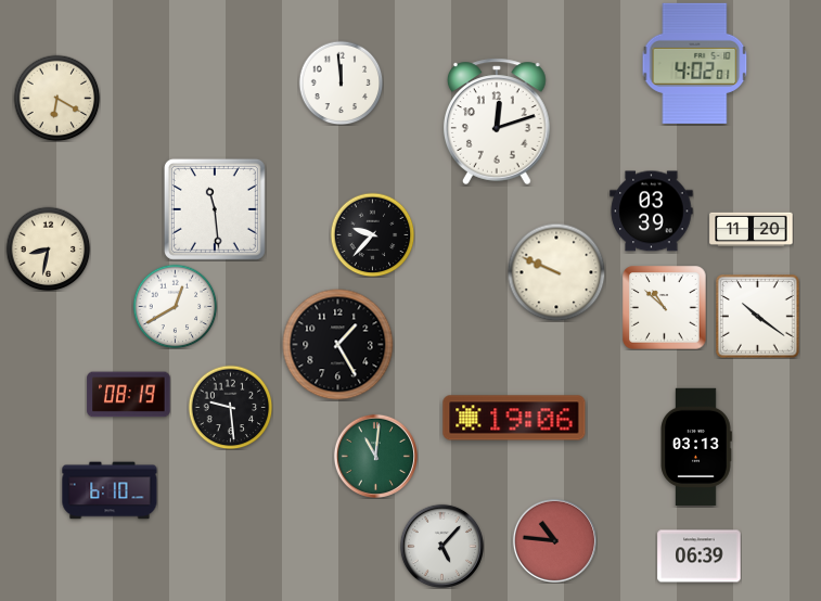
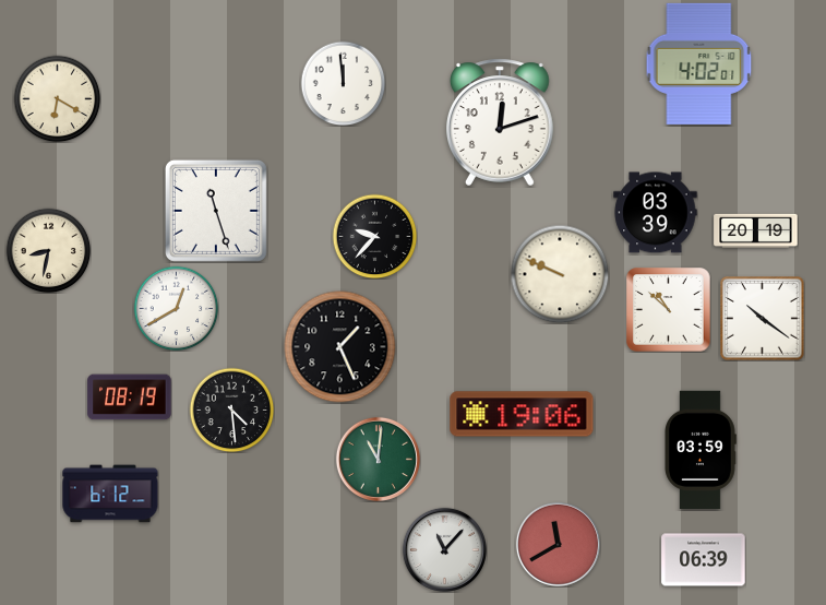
clock at (215, 209): 11:29 -> 11:27
clock at (752, 229): 11:20 -> 20:19
clock at (338, 345): 1:25 -> 1:26
clock at (230, 407): 9:29 -> 4:29
clock at (514, 418) position: (514, 418) -> (522, 414)
clock at (696, 447): 03:13 -> 03:59
clock at (110, 490): 6:10 -> 6:12
clock at (554, 540): 10:46 -> 11:40
clock at (441, 546): 5:07 -> 11:07
